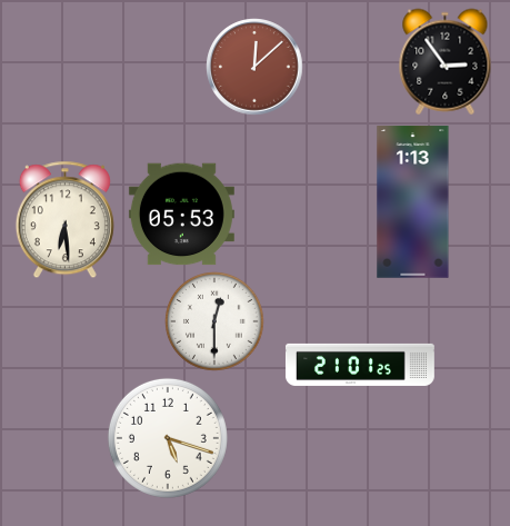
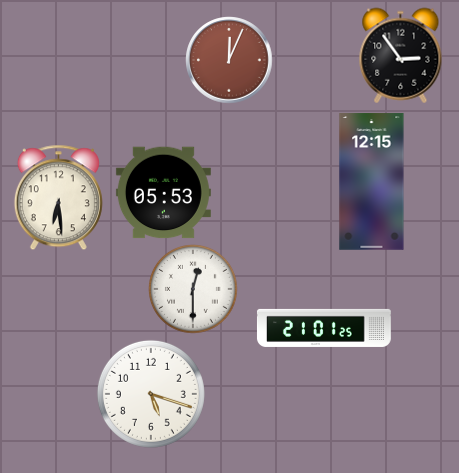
clock at (254, 67): 12:08 -> 12:04
clock at (413, 202): 1:13 -> 12:15
